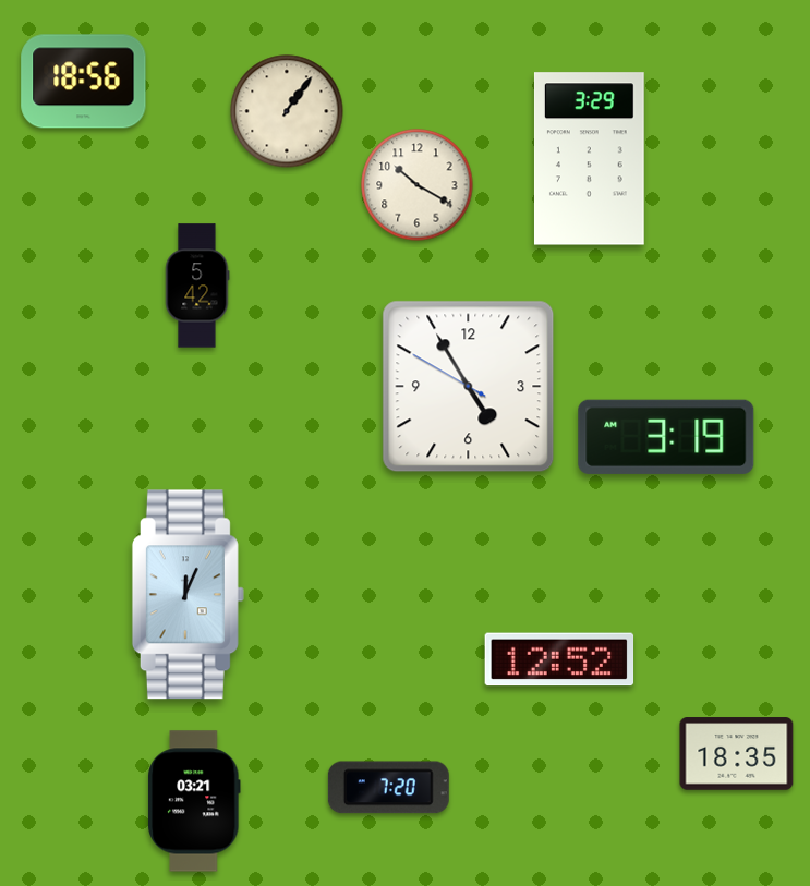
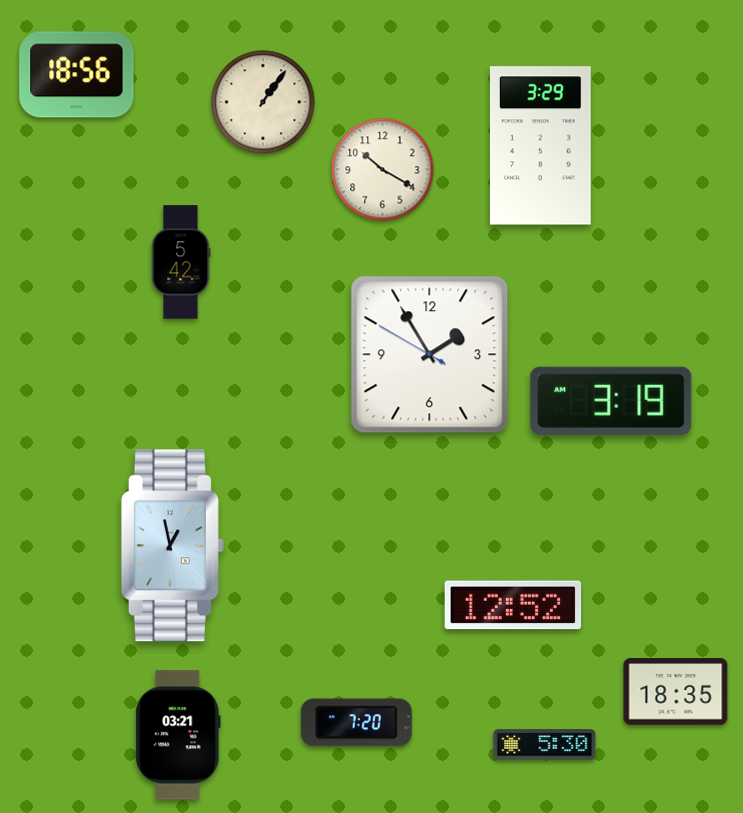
clock at (469, 387): 4:54 -> 1:54
clock at (188, 595): 12:04 -> 12:58
clock at (545, 745): none -> 5:30
